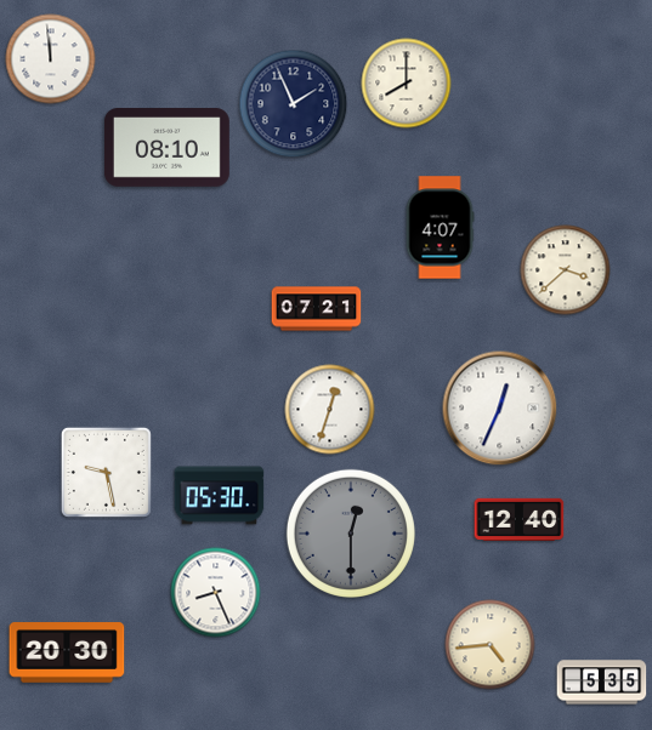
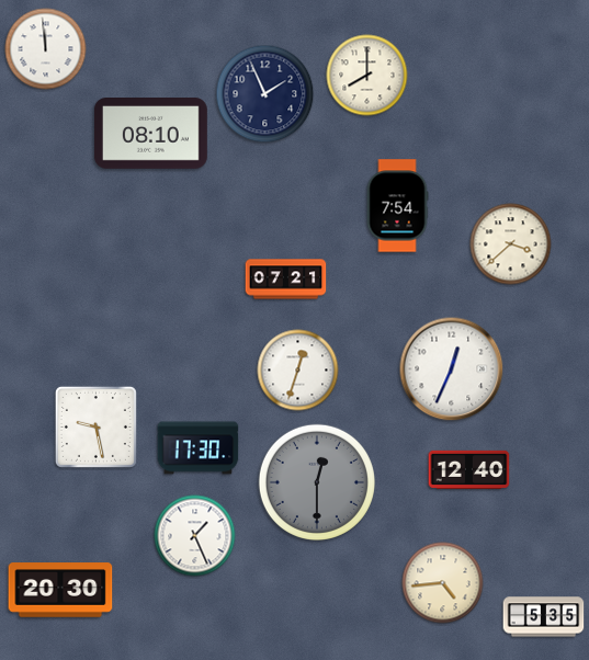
clock at (51, 59) position: (51, 59) -> (46, 49)
clock at (440, 228): 4:07 -> 7:54
clock at (220, 496): 05:30 -> 17:30
clock at (216, 593): 8:26 -> 1:26
